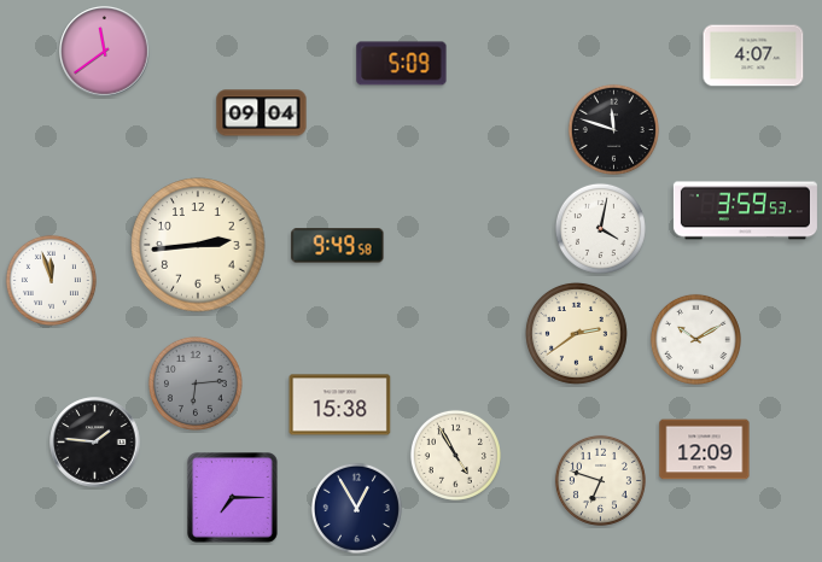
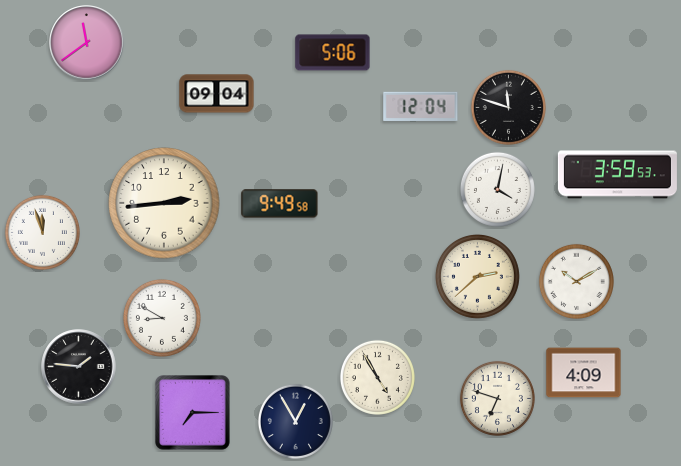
clock at (753, 55): 4:07 -> none
clock at (402, 64): 5:09 -> 5:06
clock at (421, 106): none -> 12:04
clock at (576, 333): 2:39 -> 2:38
clock at (196, 384): 6:14 -> 8:50
clock at (196, 384) dial: grey -> white
clock at (340, 405): 15:38 -> none
clock at (705, 450): 12:09 -> 4:09
